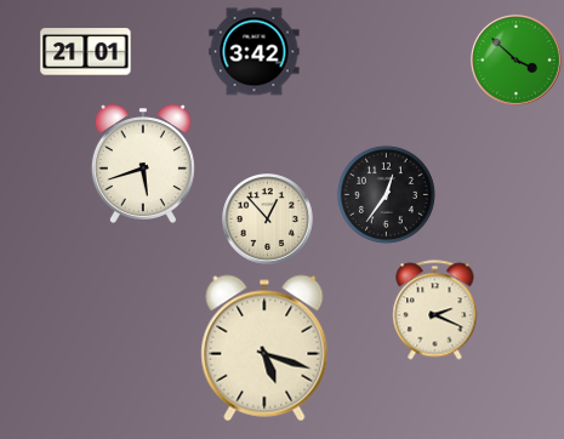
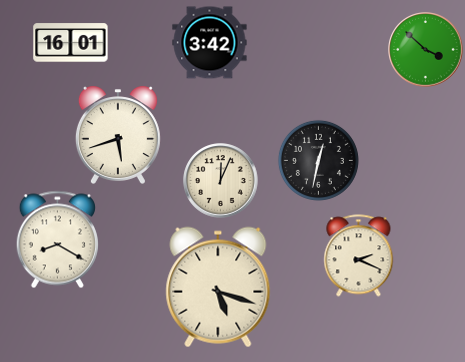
clock at (86, 52): 21:01 -> 16:01
clock at (386, 194): 12:36 -> 12:32
clock at (268, 219): 12:53 -> 12:04
clock at (57, 240): none -> 8:20
